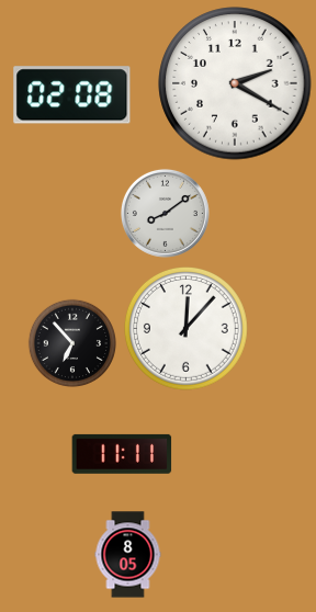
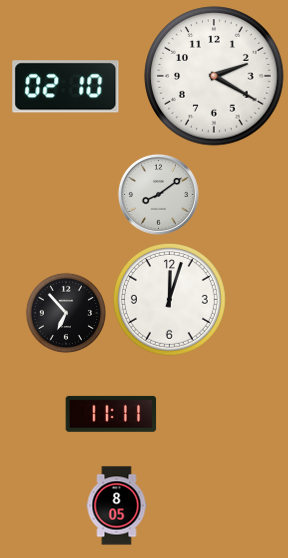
clock at (72, 95): 02:08 -> 02:10
clock at (165, 213) position: (165, 213) -> (158, 194)
clock at (185, 328): 12:07 -> 12:03
